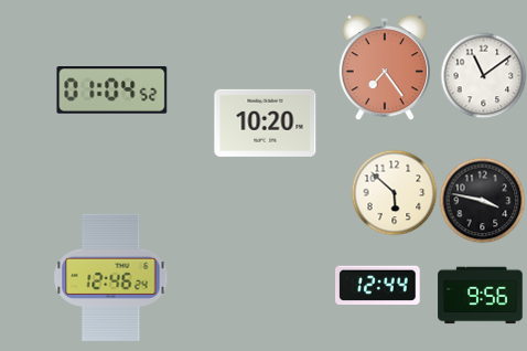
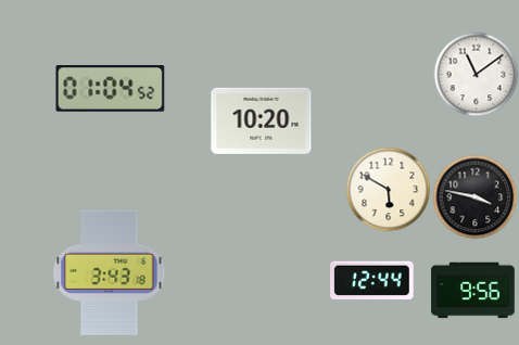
clock at (384, 68): 7:24 -> none
clock at (394, 192): 5:52 -> 5:50
clock at (111, 277): 12:46 -> 3:43
